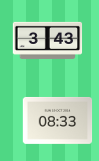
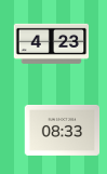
clock at (48, 40): 3:43 -> 4:23
